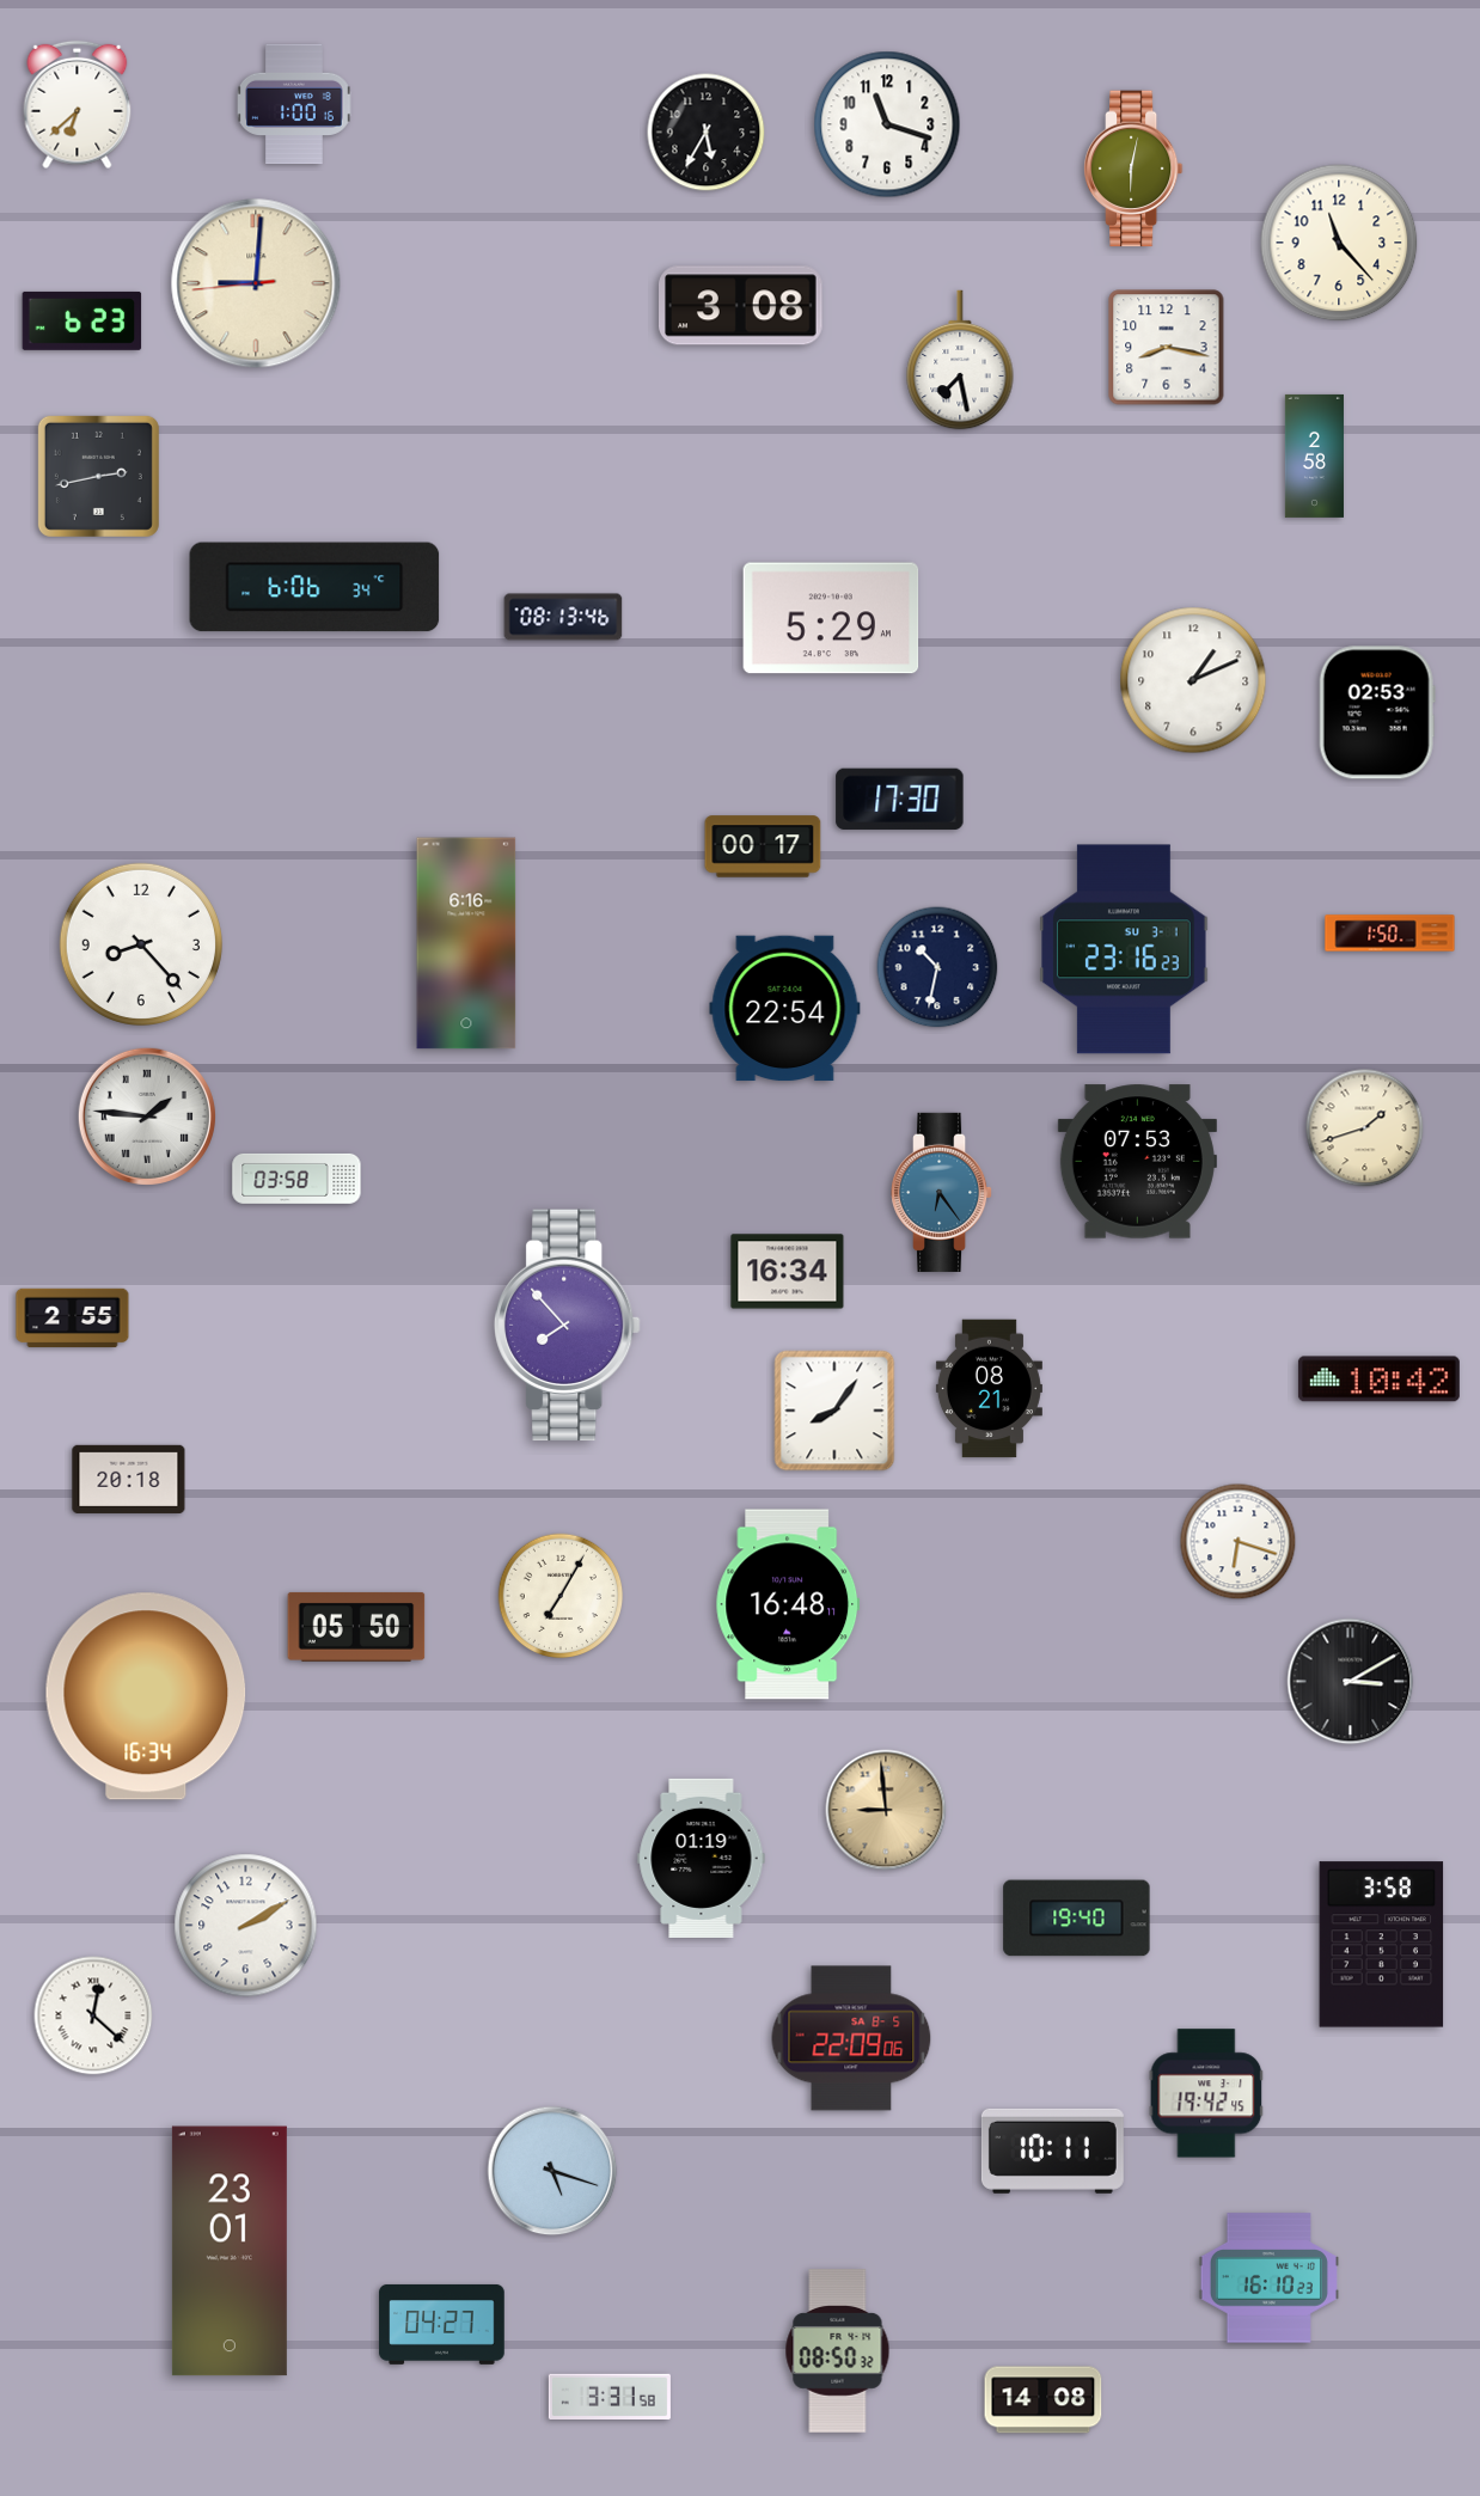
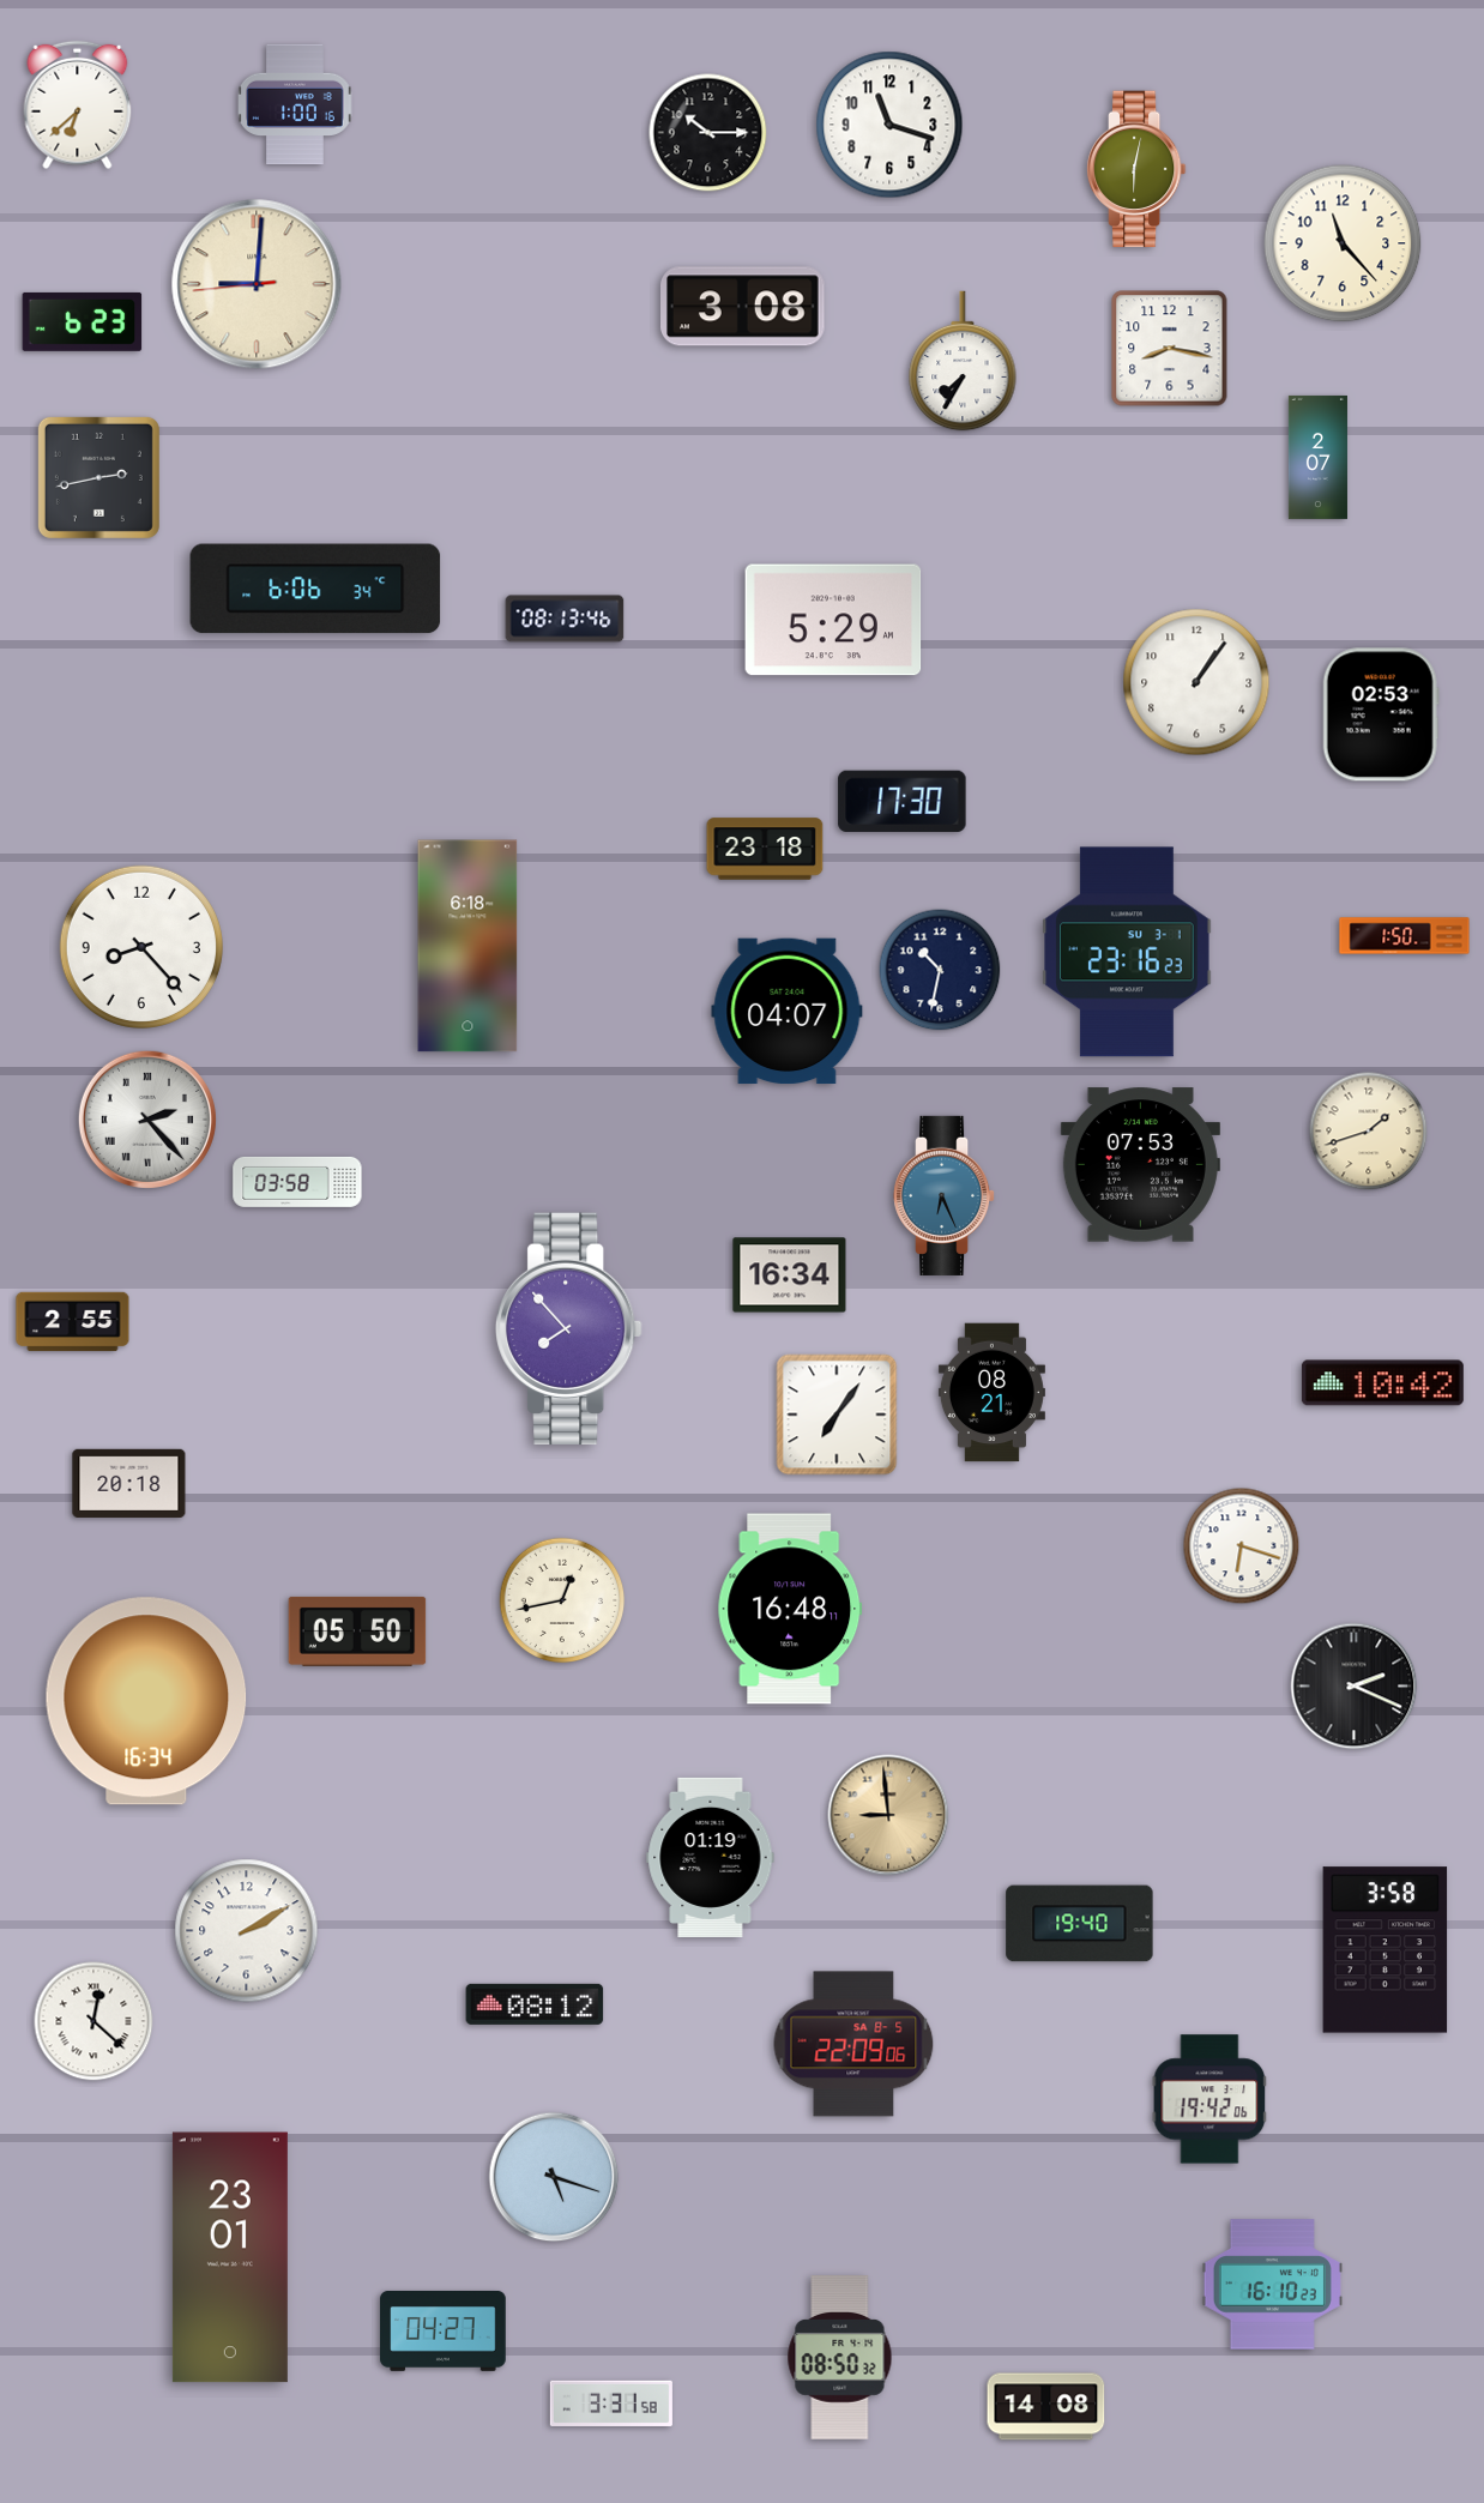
clock at (707, 133): 5:35 -> 10:15
clock at (960, 360): 7:28 -> 7:35
clock at (1314, 455): 2:58 -> 2:07
clock at (1193, 680): 1:11 -> 1:06
clock at (763, 846): 00:17 -> 23:18
clock at (1390, 934) position: (1390, 934) -> (1405, 936)
clock at (466, 943): 6:16 -> 6:18
clock at (785, 1009): 22:54 -> 04:07
clock at (147, 1117): 1:46 -> 2:23
clock at (943, 1192): 6:24 -> 6:26
clock at (834, 1411): 8:06 -> 7:06
clock at (561, 1596): 7:05 -> 12:43
clock at (1351, 1682): 3:10 -> 2:19
clock at (702, 1858) position: (702, 1858) -> (711, 1857)
clock at (535, 2004): none -> 08:12
clock at (1206, 2093): 19:42:45 -> 19:42:06
clock at (1052, 2151): 10:11 -> none
